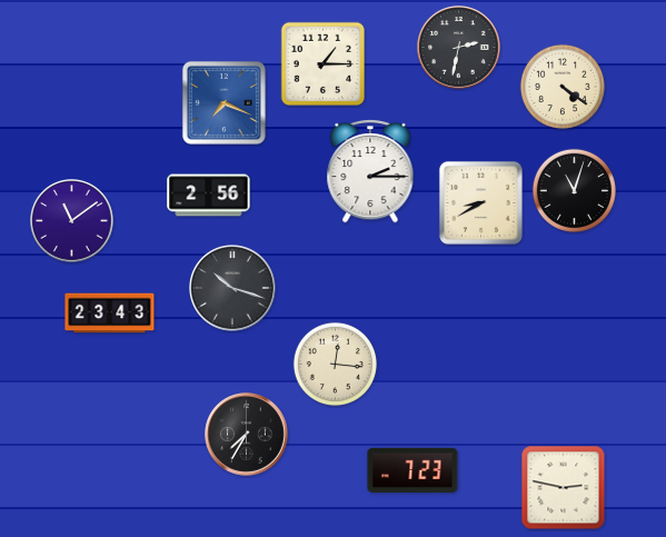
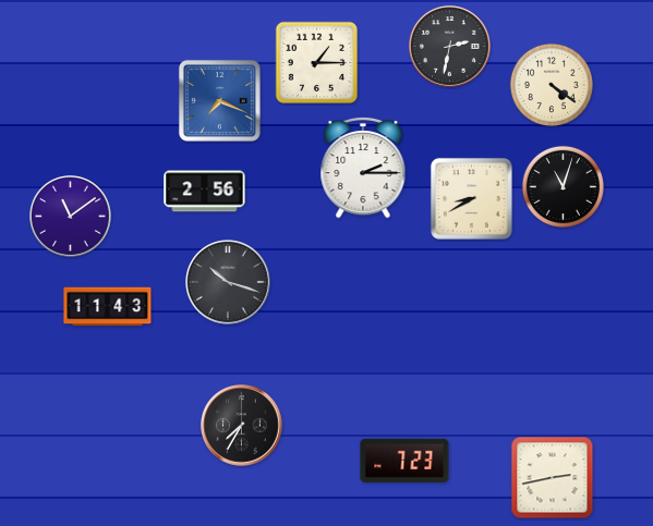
clock at (110, 314): 23:43 -> 11:43
clock at (335, 364): 12:16 -> none
clock at (564, 488): 2:47 -> 2:43
